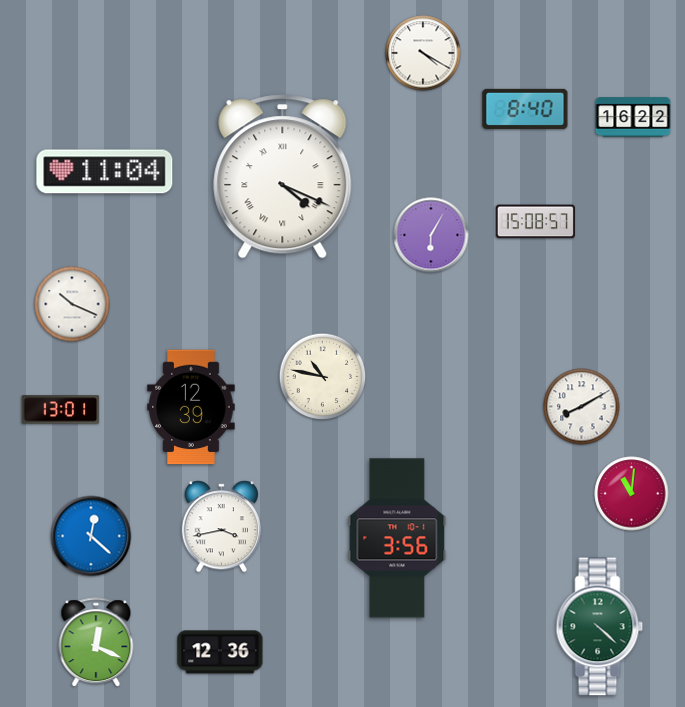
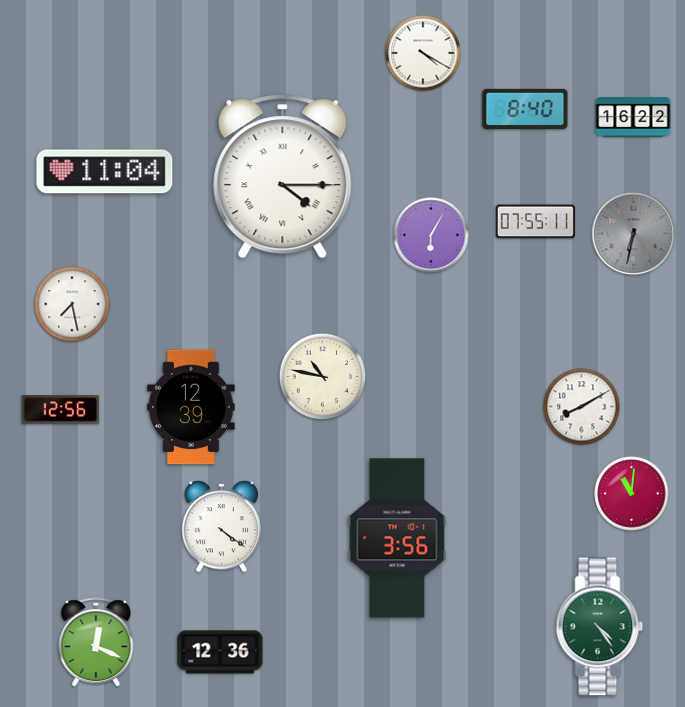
clock at (283, 177): 4:19 -> 4:15
clock at (535, 222): 15:08 -> 07:55
clock at (634, 234): none -> 6:32
clock at (72, 304): 10:19 -> 7:28
clock at (61, 410): 13:01 -> 12:56
clock at (222, 527): 3:43 -> 4:21
clock at (91, 536): 12:22 -> none
clock at (600, 627): 4:22 -> 4:24
